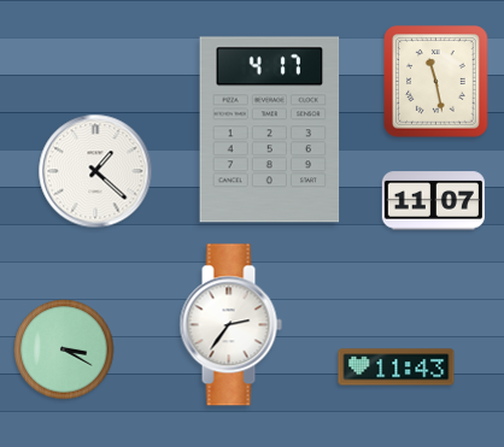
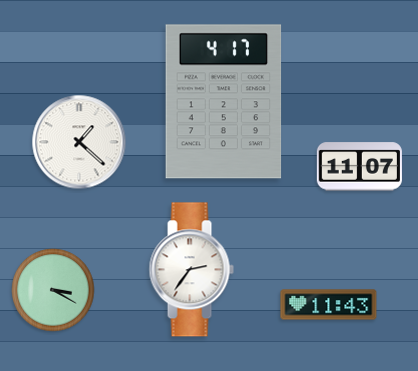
clock at (436, 82): 11:28 -> none
clock at (270, 130) position: (270, 130) -> (224, 102)
